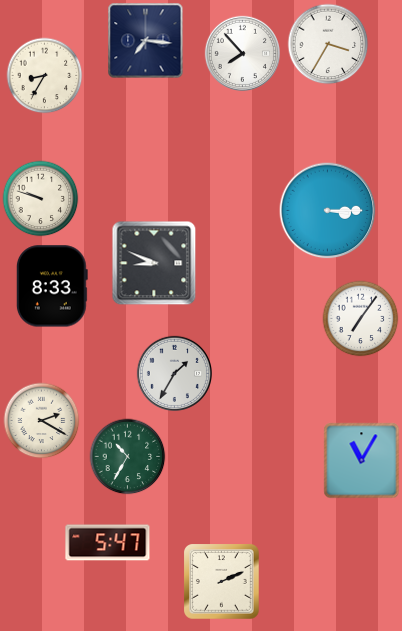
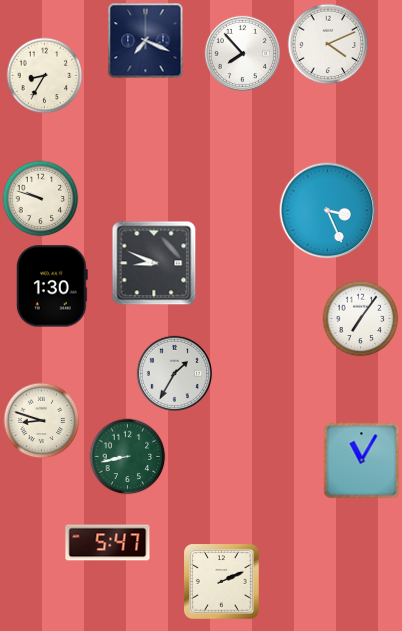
clock at (146, 41): 7:16 -> 7:19
clock at (328, 44): 3:35 -> 4:11
clock at (328, 211): 3:15 -> 3:26
clock at (52, 286): 8:33 -> 1:30
clock at (42, 421): 2:20 -> 8:48
clock at (128, 457): 10:35 -> 8:43
